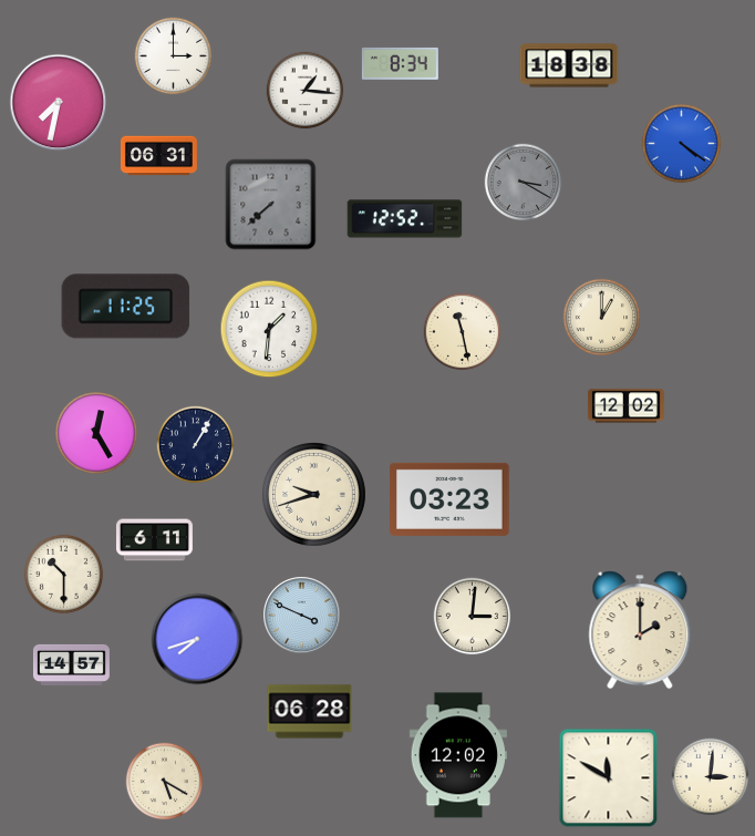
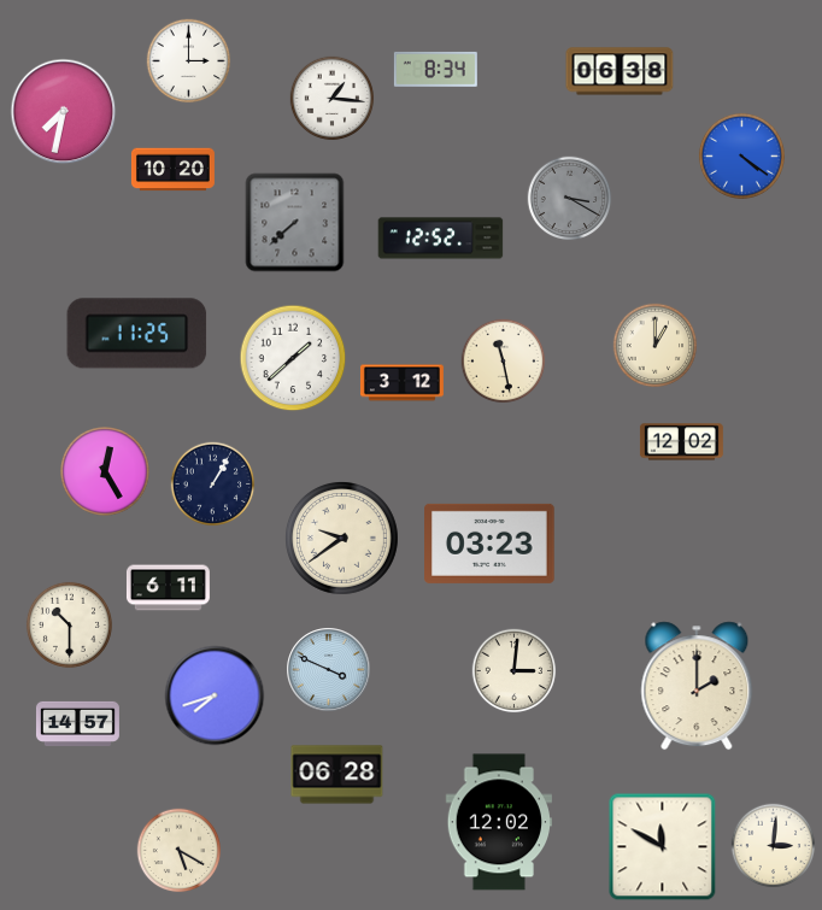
clock at (569, 65): 18:38 -> 06:38
clock at (158, 156): 06:31 -> 10:20
clock at (269, 329): 1:31 -> 1:38
clock at (401, 383): none -> 3:12
clock at (313, 494): 9:42 -> 9:39
